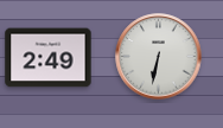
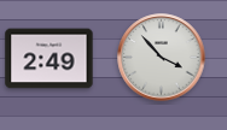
clock at (159, 57): 6:32 -> 3:53
